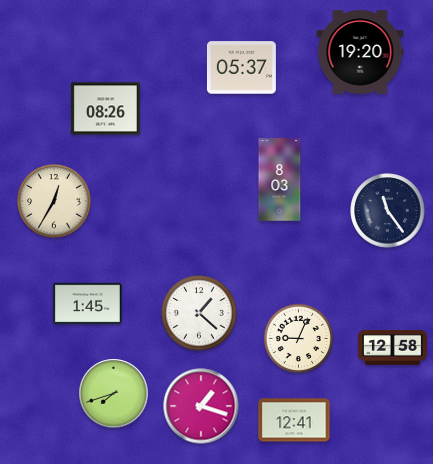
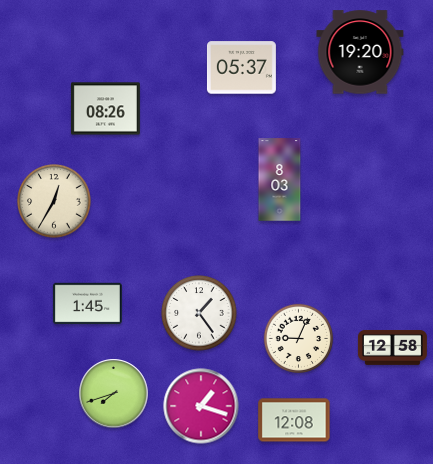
clock at (388, 211): 11:24 -> none
clock at (199, 313): 1:22 -> 1:24
clock at (294, 420): 12:41 -> 12:08
